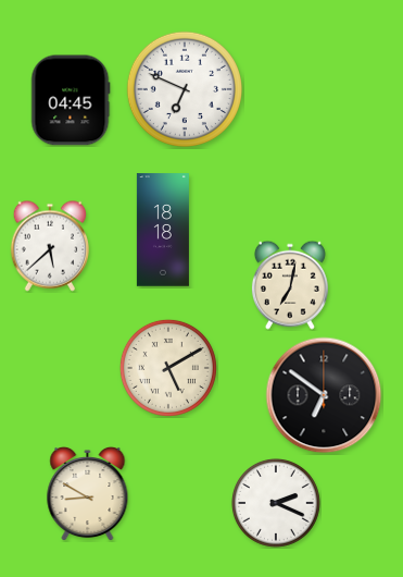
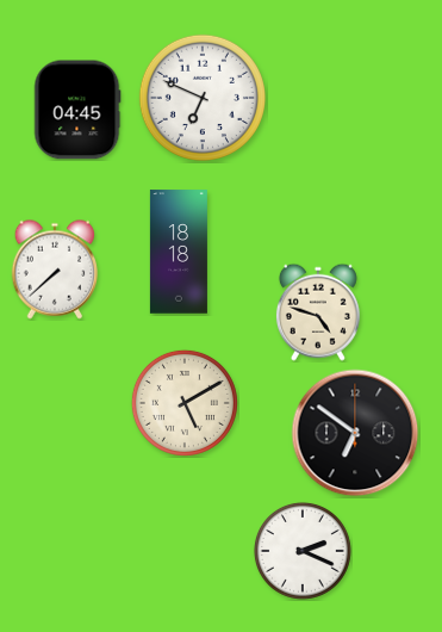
clock at (50, 246): 5:38 -> 7:38
clock at (290, 285): 7:02 -> 4:48
clock at (88, 493): 8:50 -> none
